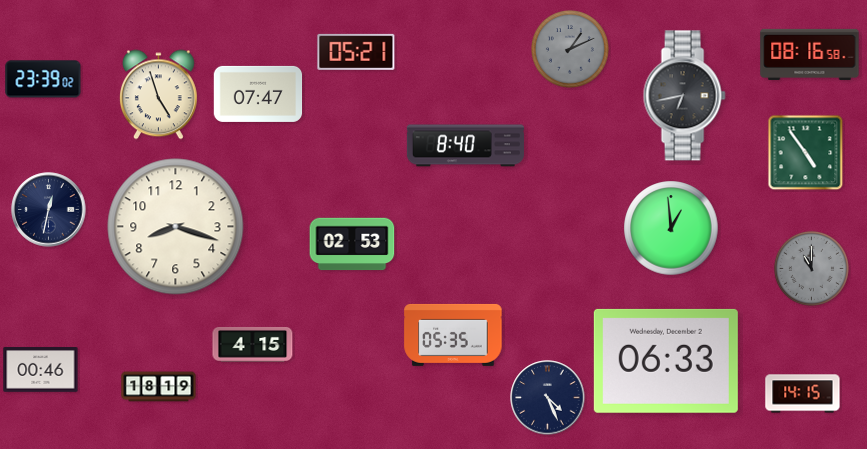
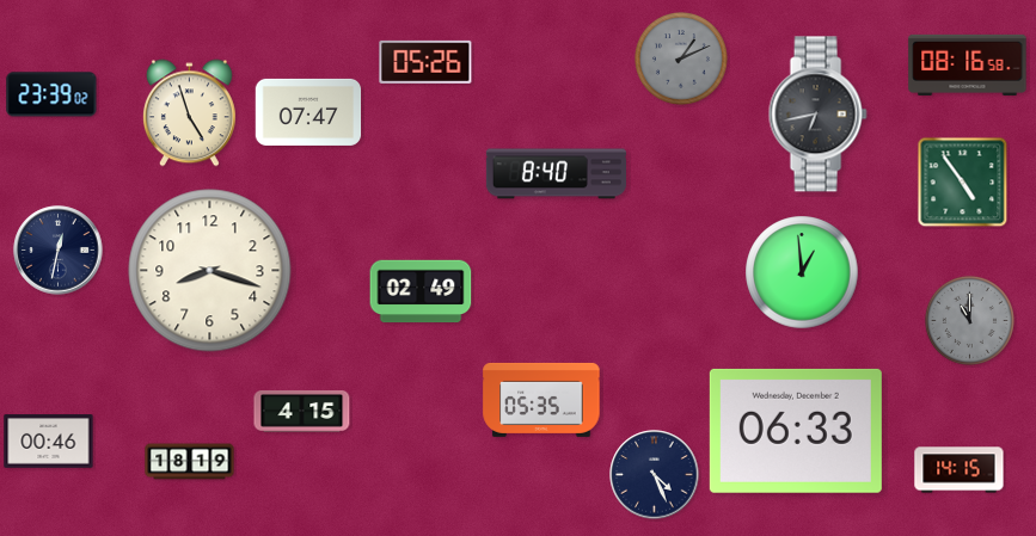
clock at (356, 52): 05:21 -> 05:26
clock at (352, 244): 02:53 -> 02:49
